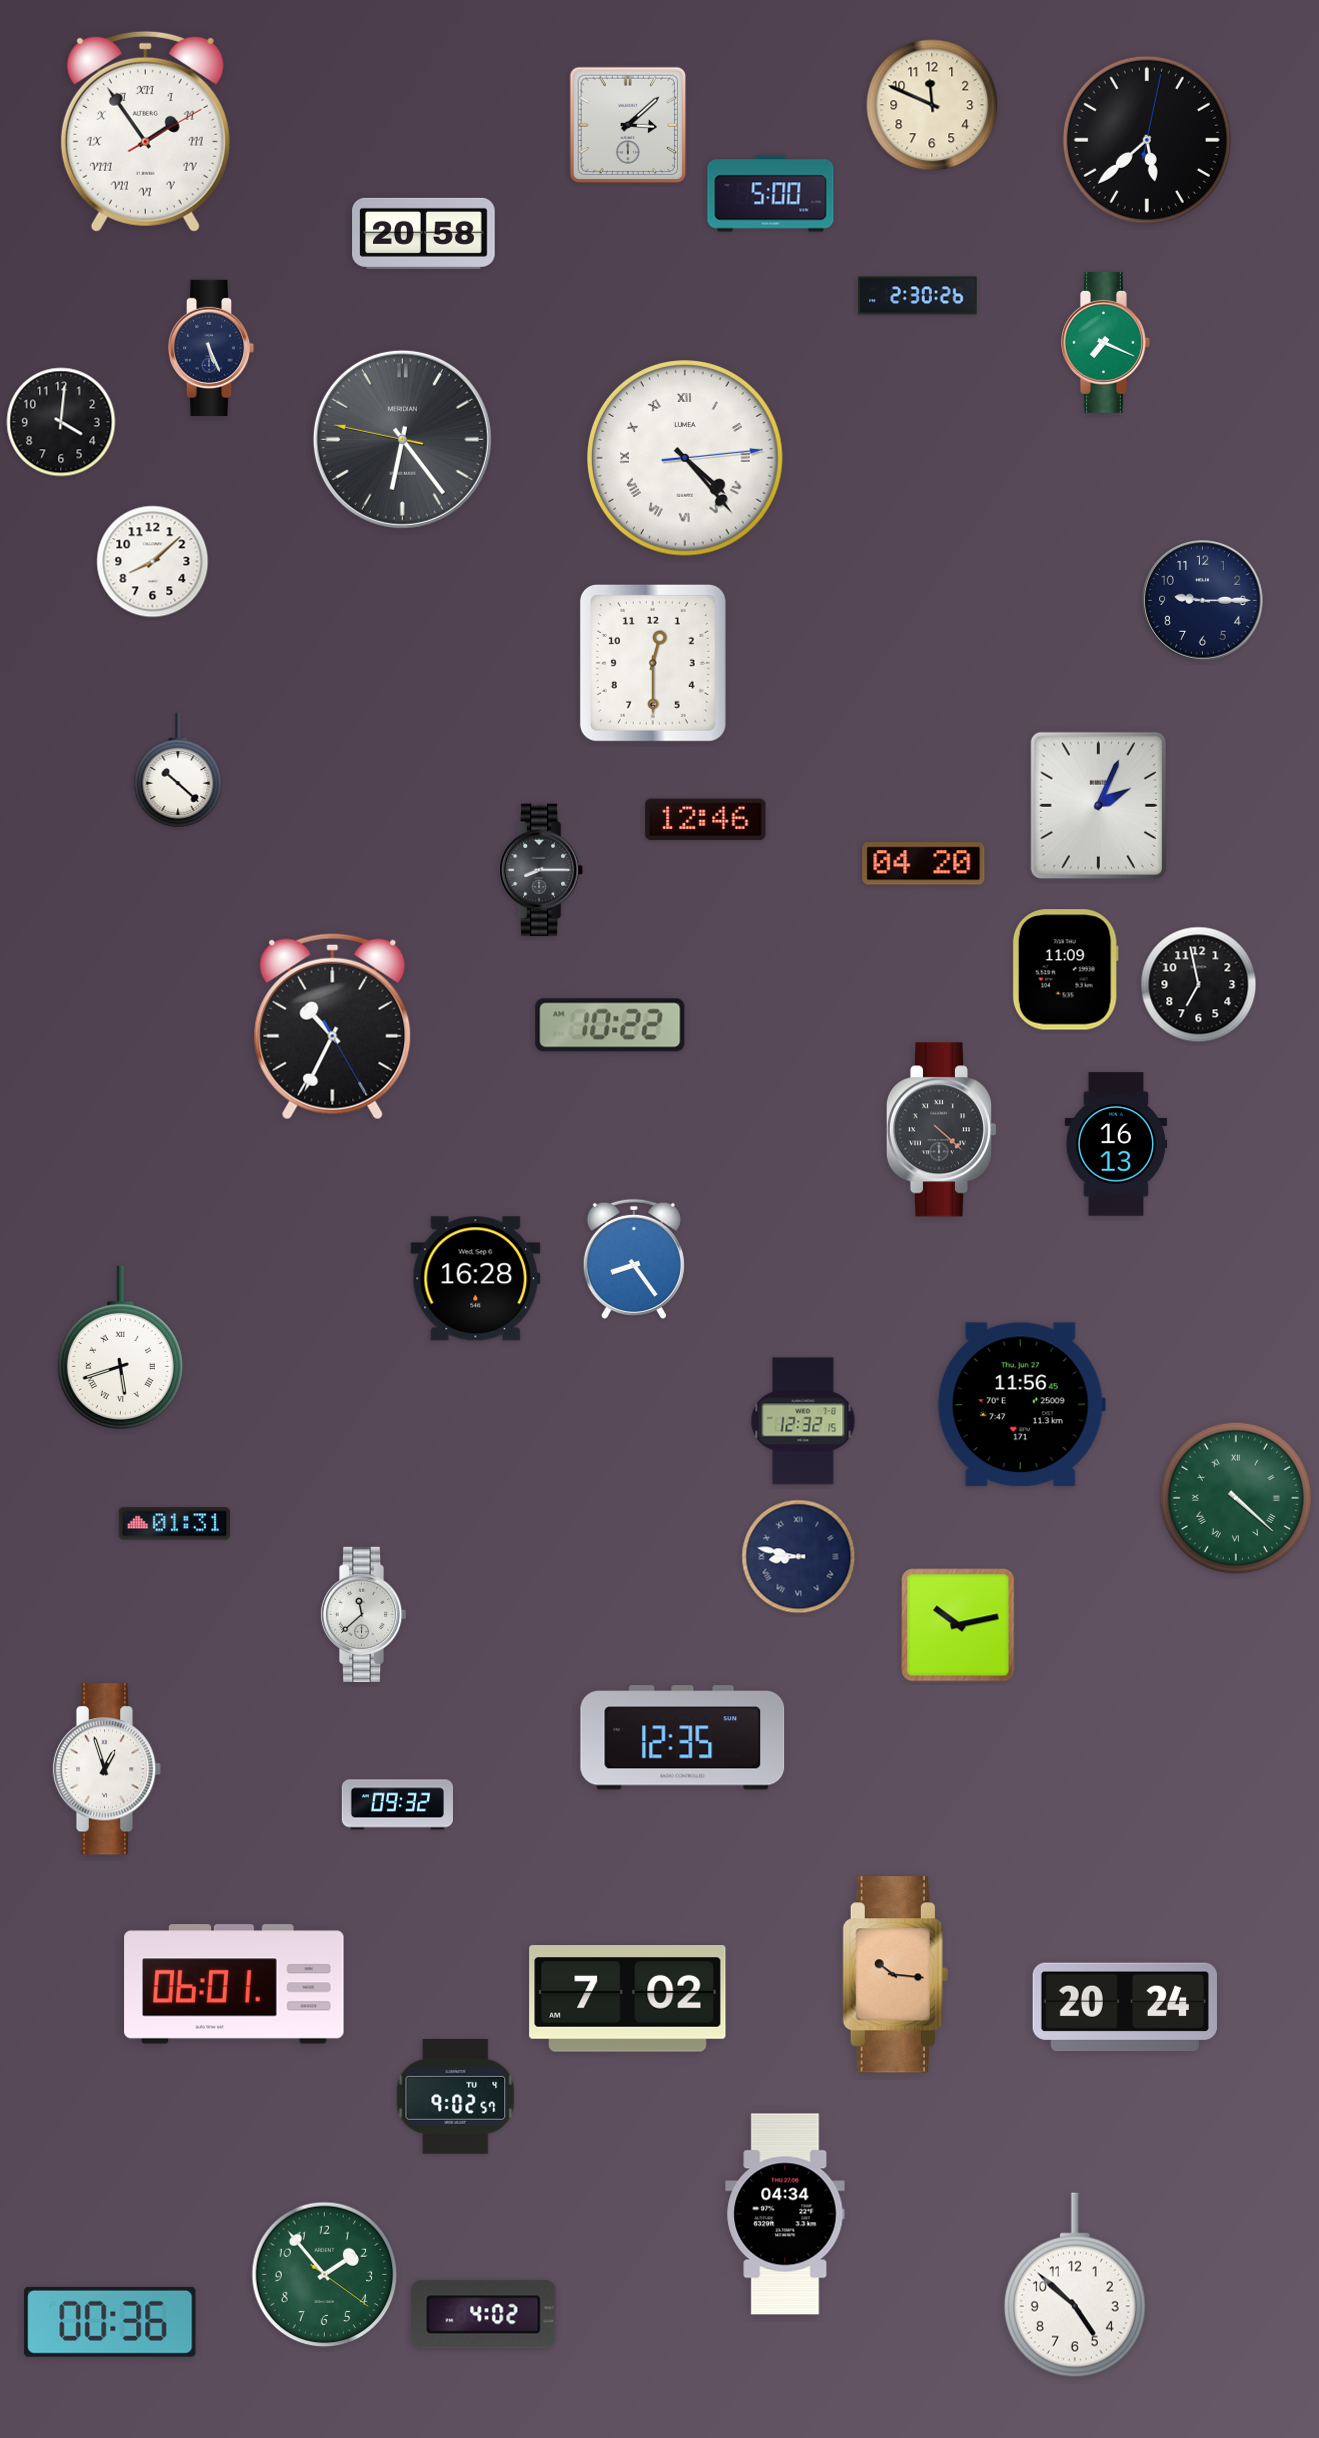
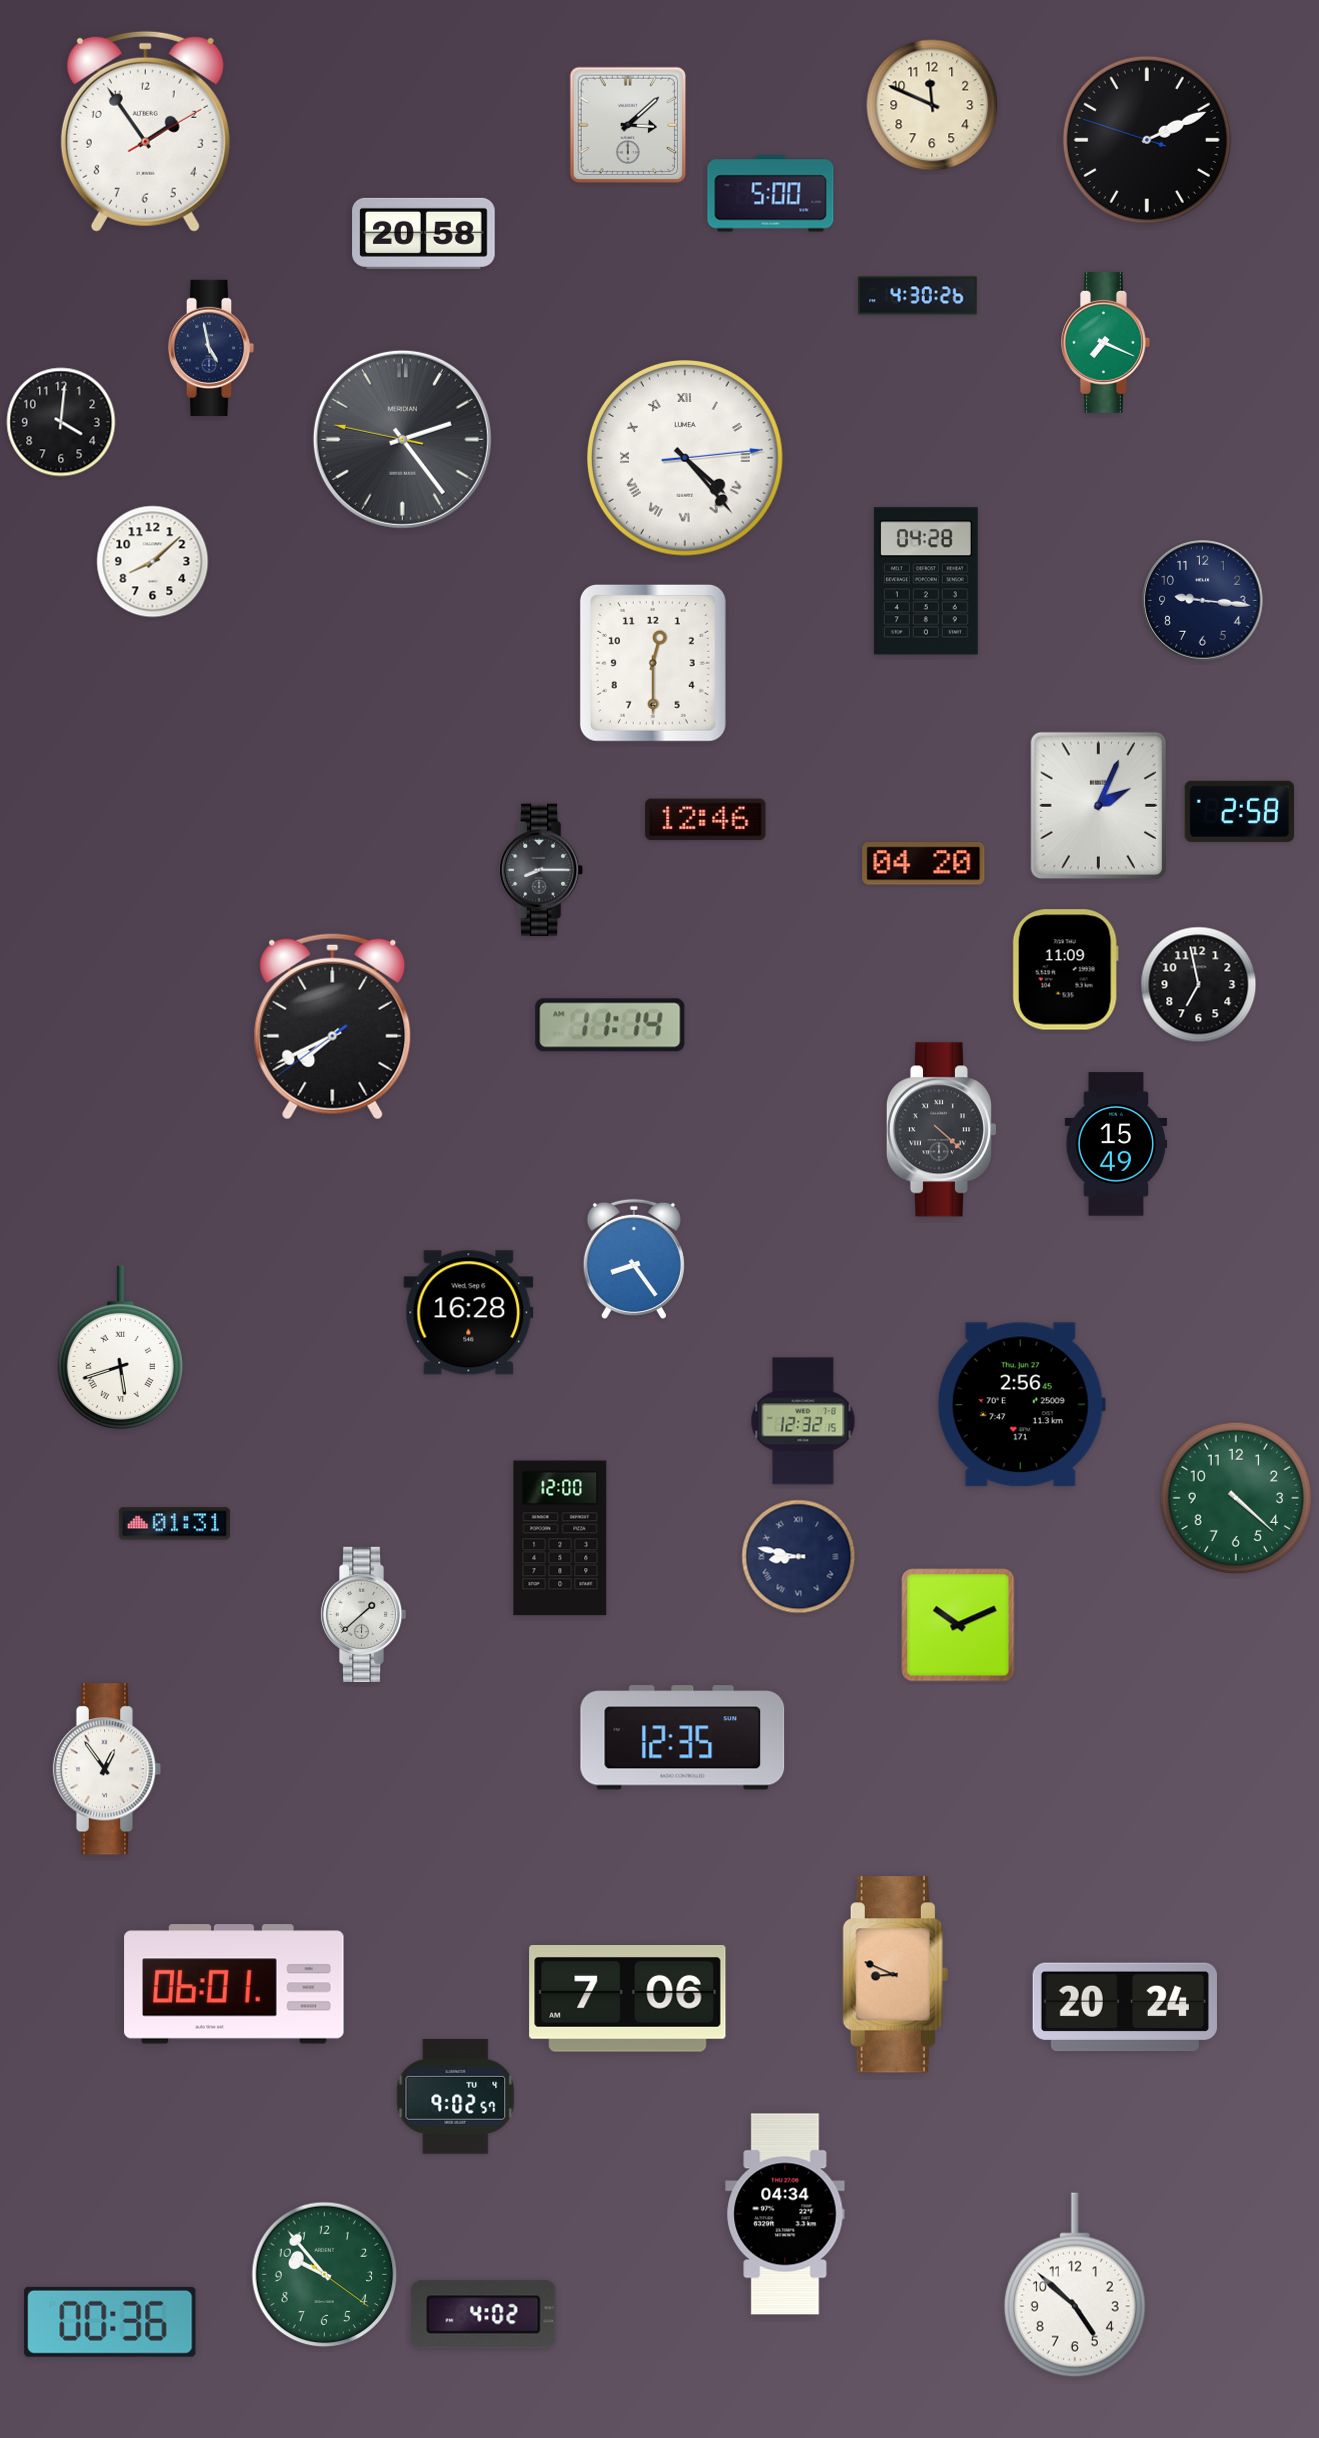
clock at (145, 131) numerals: Roman -> Arabic
clock at (1147, 140): 5:38 -> 2:10
clock at (918, 296): 2:30 -> 4:30
clock at (211, 348): 5:26 -> 4:58
clock at (402, 439): 6:23 -> 2:23
clock at (926, 581): none -> 04:28
clock at (1203, 601): 9:15 -> 9:16
clock at (178, 770): 10:22 -> none
clock at (1240, 811): none -> 2:58
clock at (610, 1025): 10:22 -> 11:14
clock at (333, 1026): 10:34 -> 7:40
clock at (1116, 1144): 16:13 -> 15:49
clock at (476, 1279) position: (476, 1279) -> (469, 1313)
clock at (1021, 1405): 11:56 -> 2:56
clock at (1236, 1498) numerals: Roman -> Arabic
clock at (560, 1538): none -> 12:00
clock at (363, 1614): 11:38 -> 1:38
clock at (958, 1625): 10:13 -> 10:11
clock at (107, 1769): 12:57 -> 12:54
clock at (397, 1805): 09:32 -> none
clock at (895, 1975): 10:16 -> 8:49
clock at (628, 1999): 7:02 -> 7:06
clock at (325, 2275): 1:53 -> 9:53
